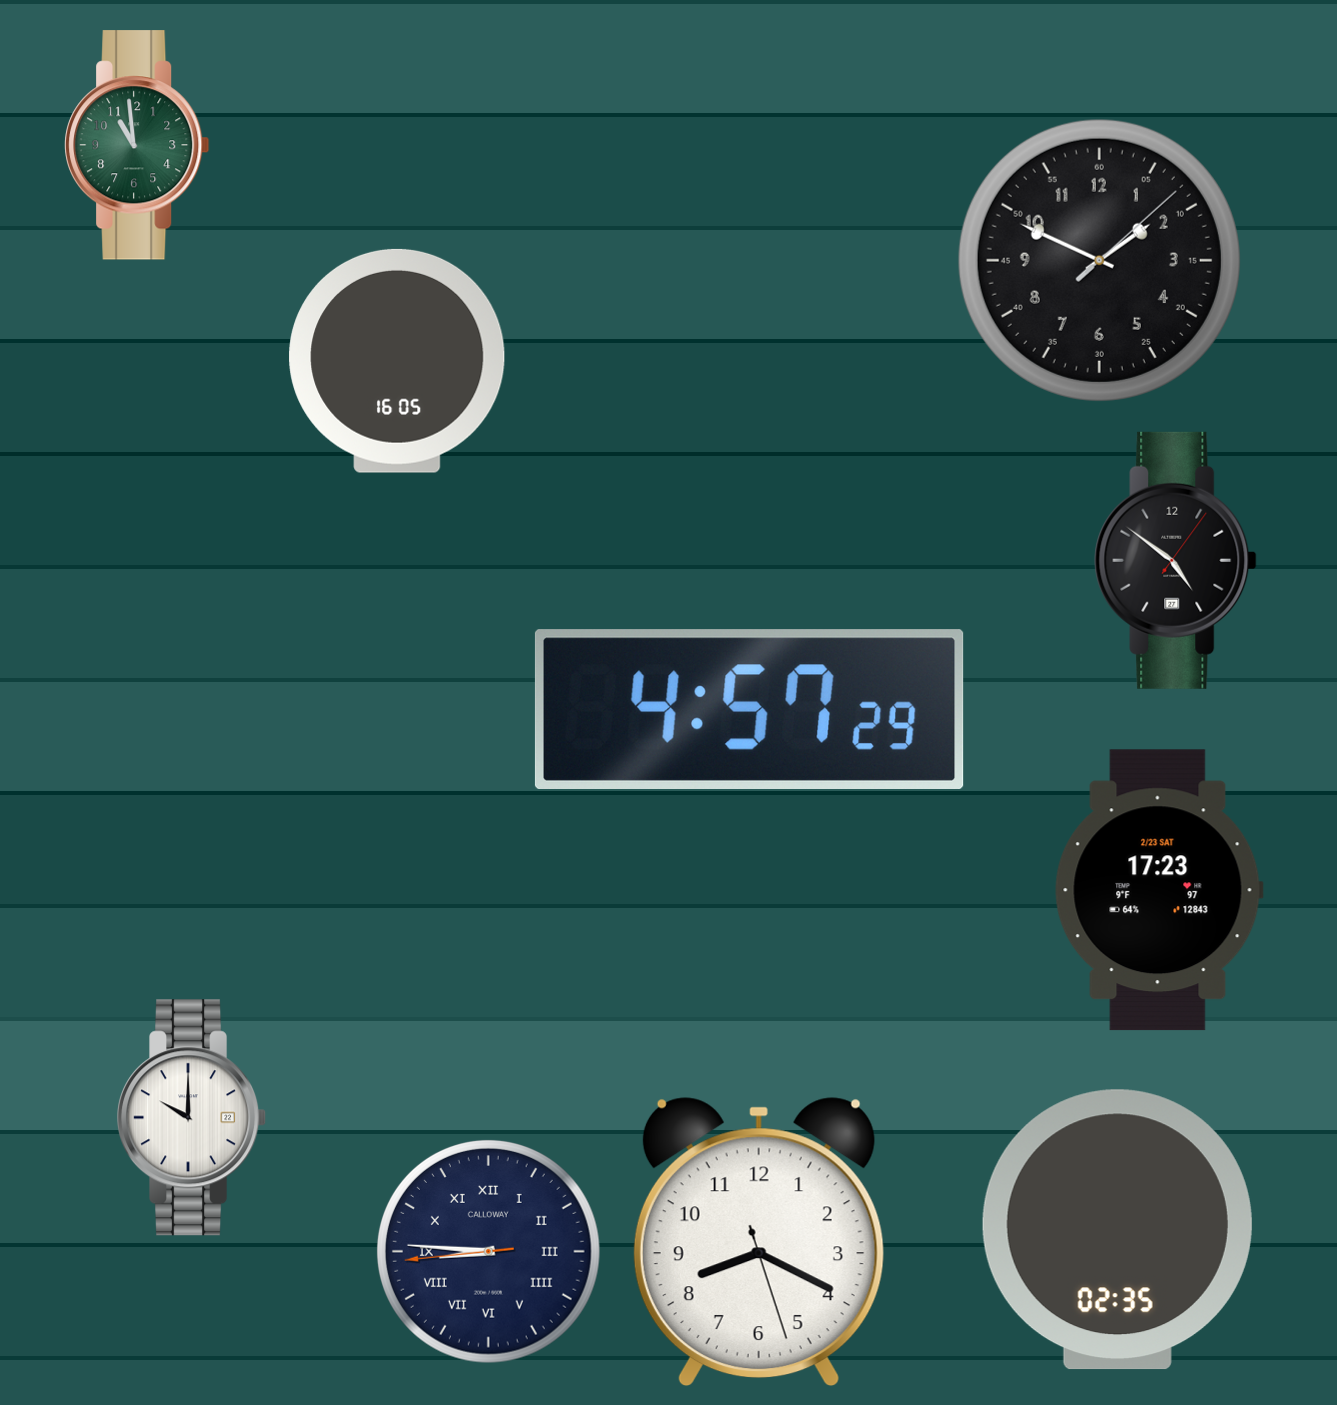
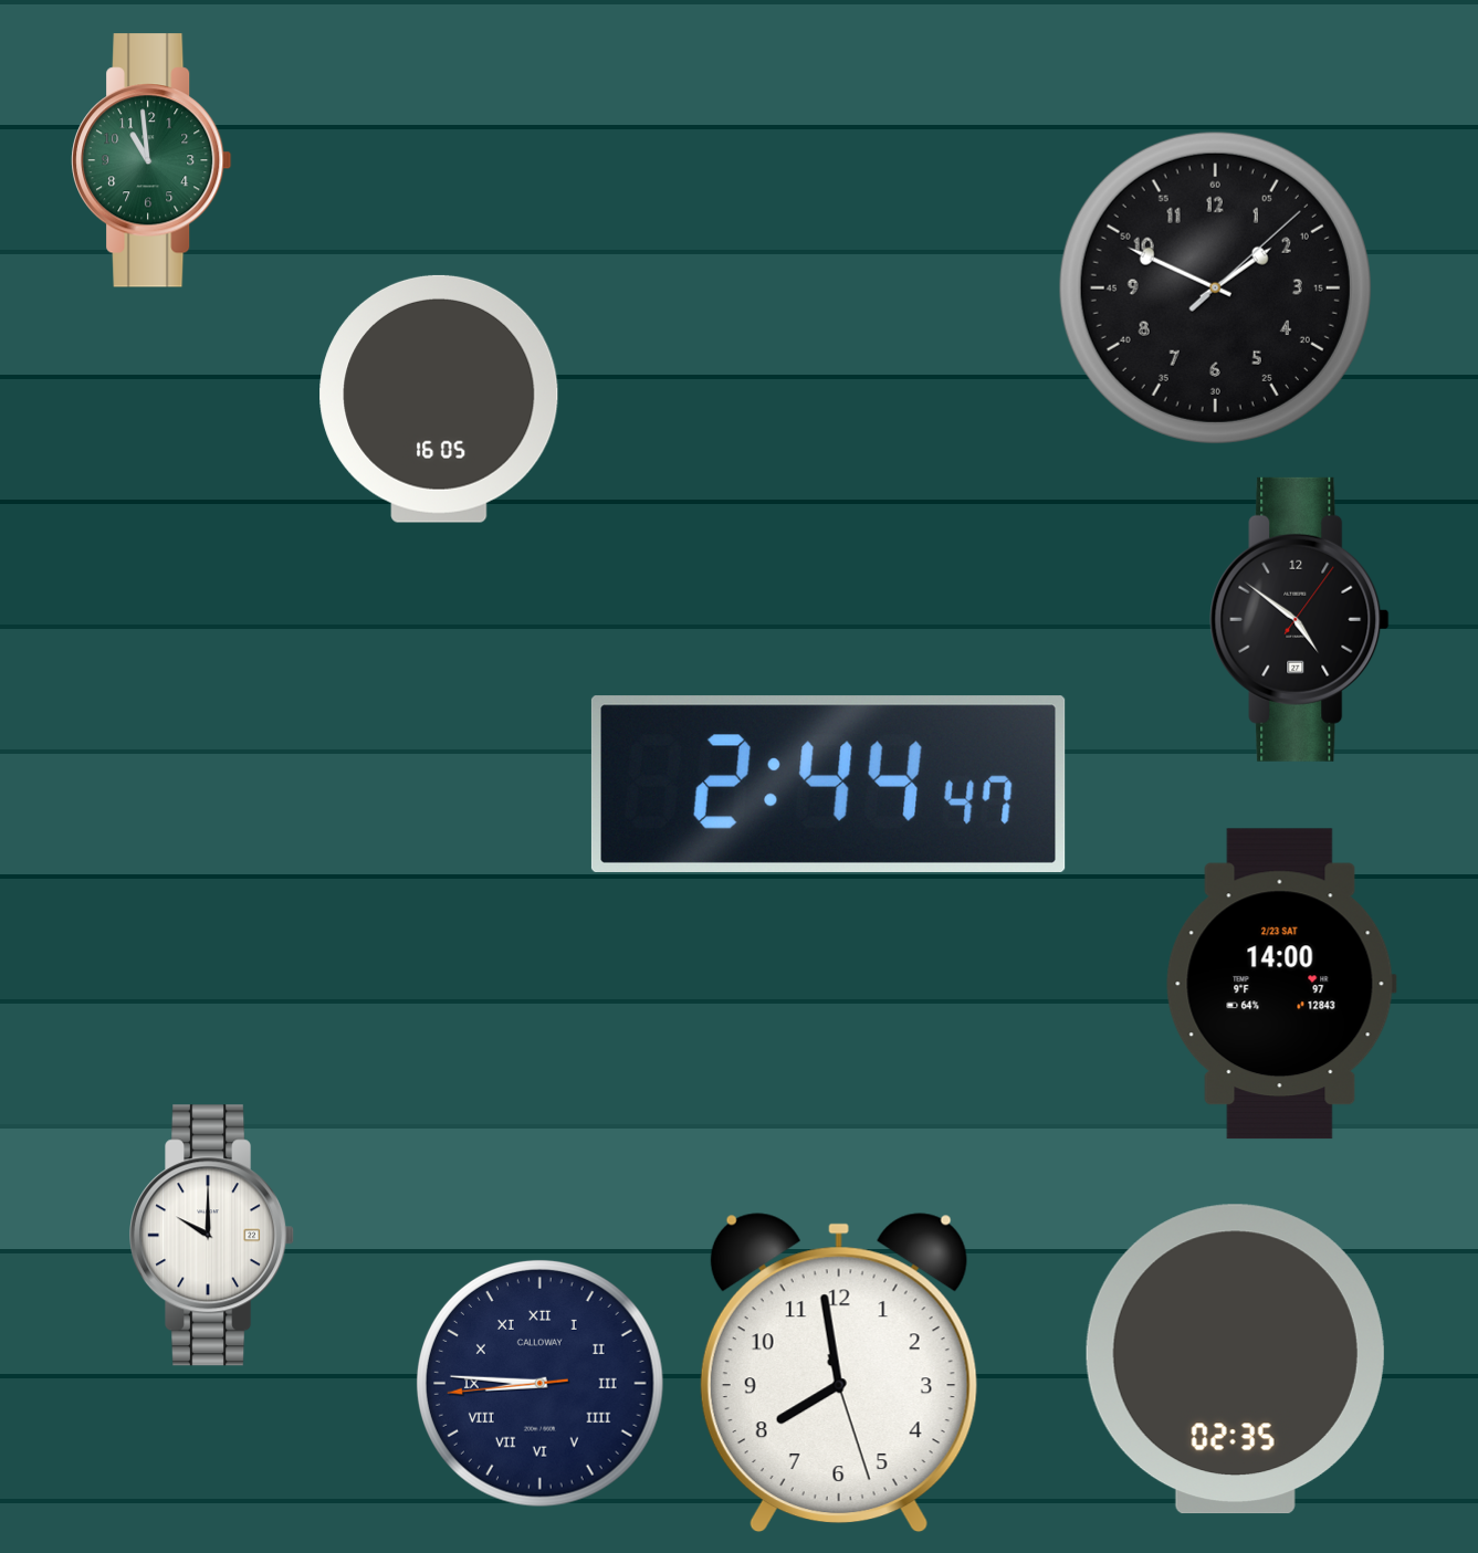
clock at (749, 709): 4:57 -> 2:44
clock at (1159, 890): 17:23 -> 14:00
clock at (759, 1242): 8:19 -> 7:58
